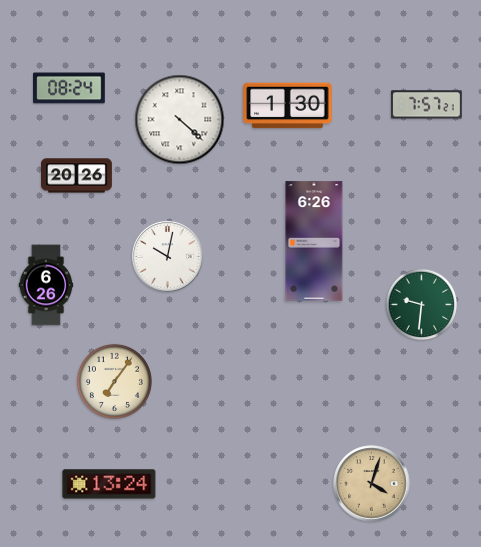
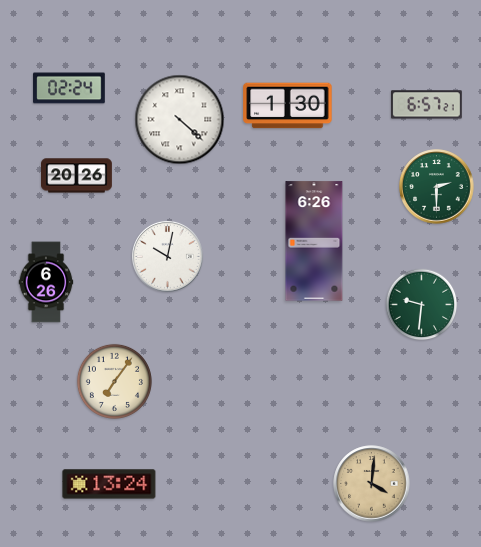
clock at (69, 88): 08:24 -> 02:24
clock at (426, 105): 7:57 -> 6:57
clock at (437, 187): none -> 2:30
clock at (46, 285) position: (46, 285) -> (46, 282)
clock at (372, 484): 4:03 -> 4:01
